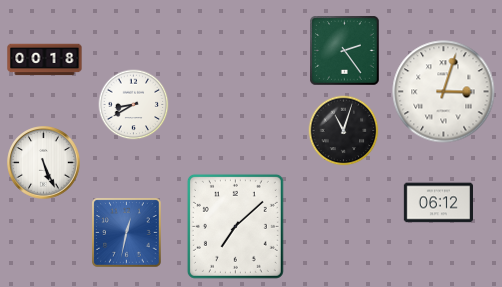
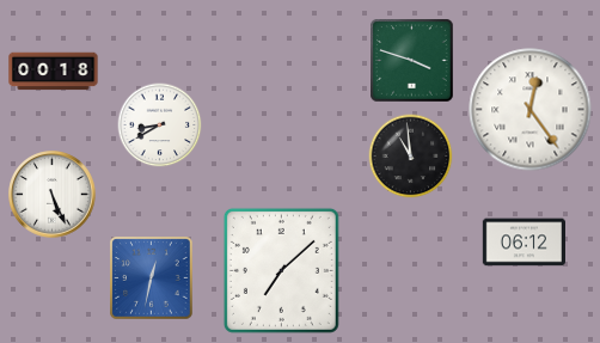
clock at (345, 51): 2:24 -> 3:48
clock at (444, 92): 3:03 -> 12:24
clock at (344, 131): 11:03 -> 10:59
